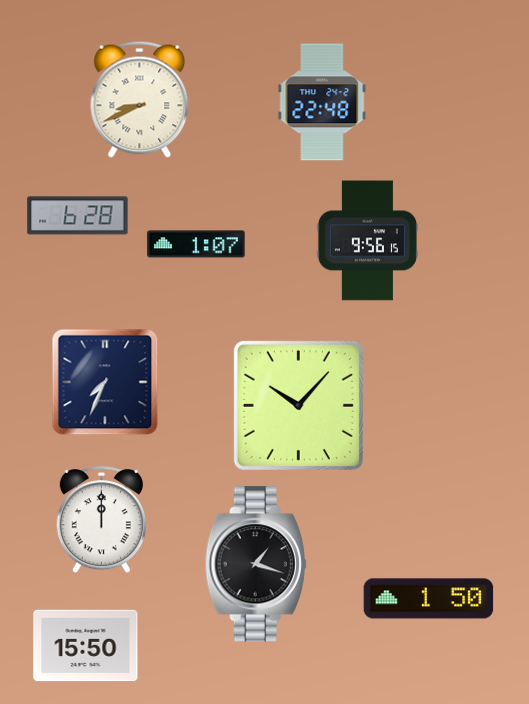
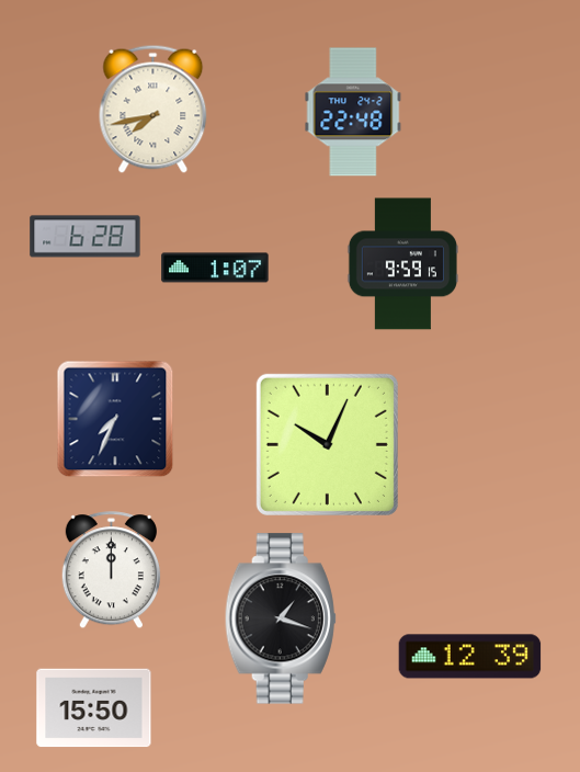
clock at (140, 99): 8:41 -> 7:43
clock at (367, 241): 9:56 -> 9:59
clock at (298, 405): 10:07 -> 10:04
clock at (429, 599): 1:50 -> 12:39
